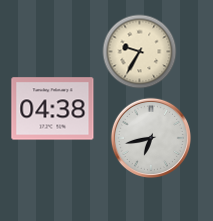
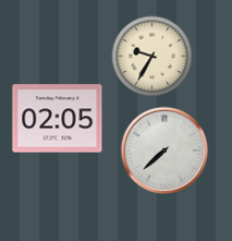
clock at (53, 109): 04:38 -> 02:05
clock at (150, 137): 6:43 -> 7:38
